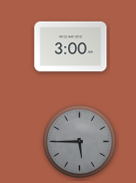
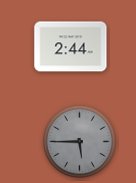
clock at (71, 47): 3:00 -> 2:44
